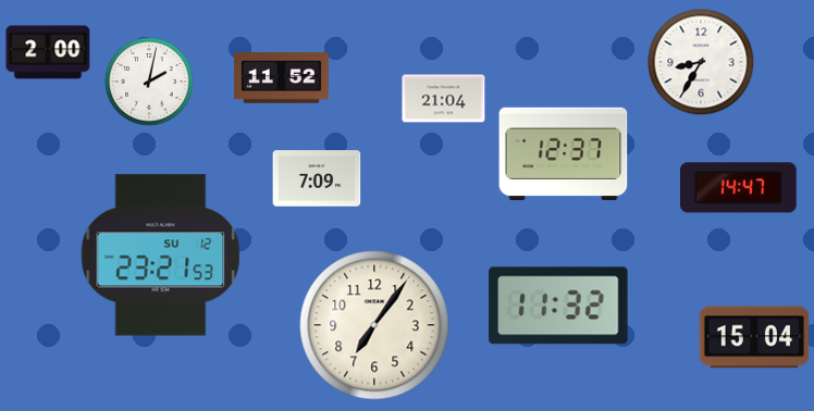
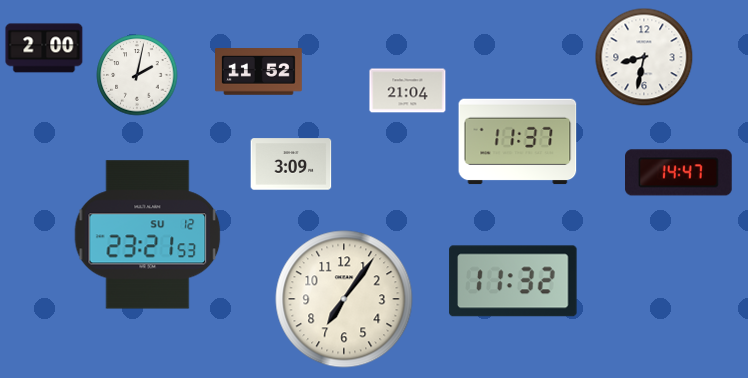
clock at (701, 62): 8:35 -> 8:32
clock at (564, 154): 12:37 -> 11:37
clock at (317, 178): 7:09 -> 3:09
clock at (754, 337): 15:04 -> none
